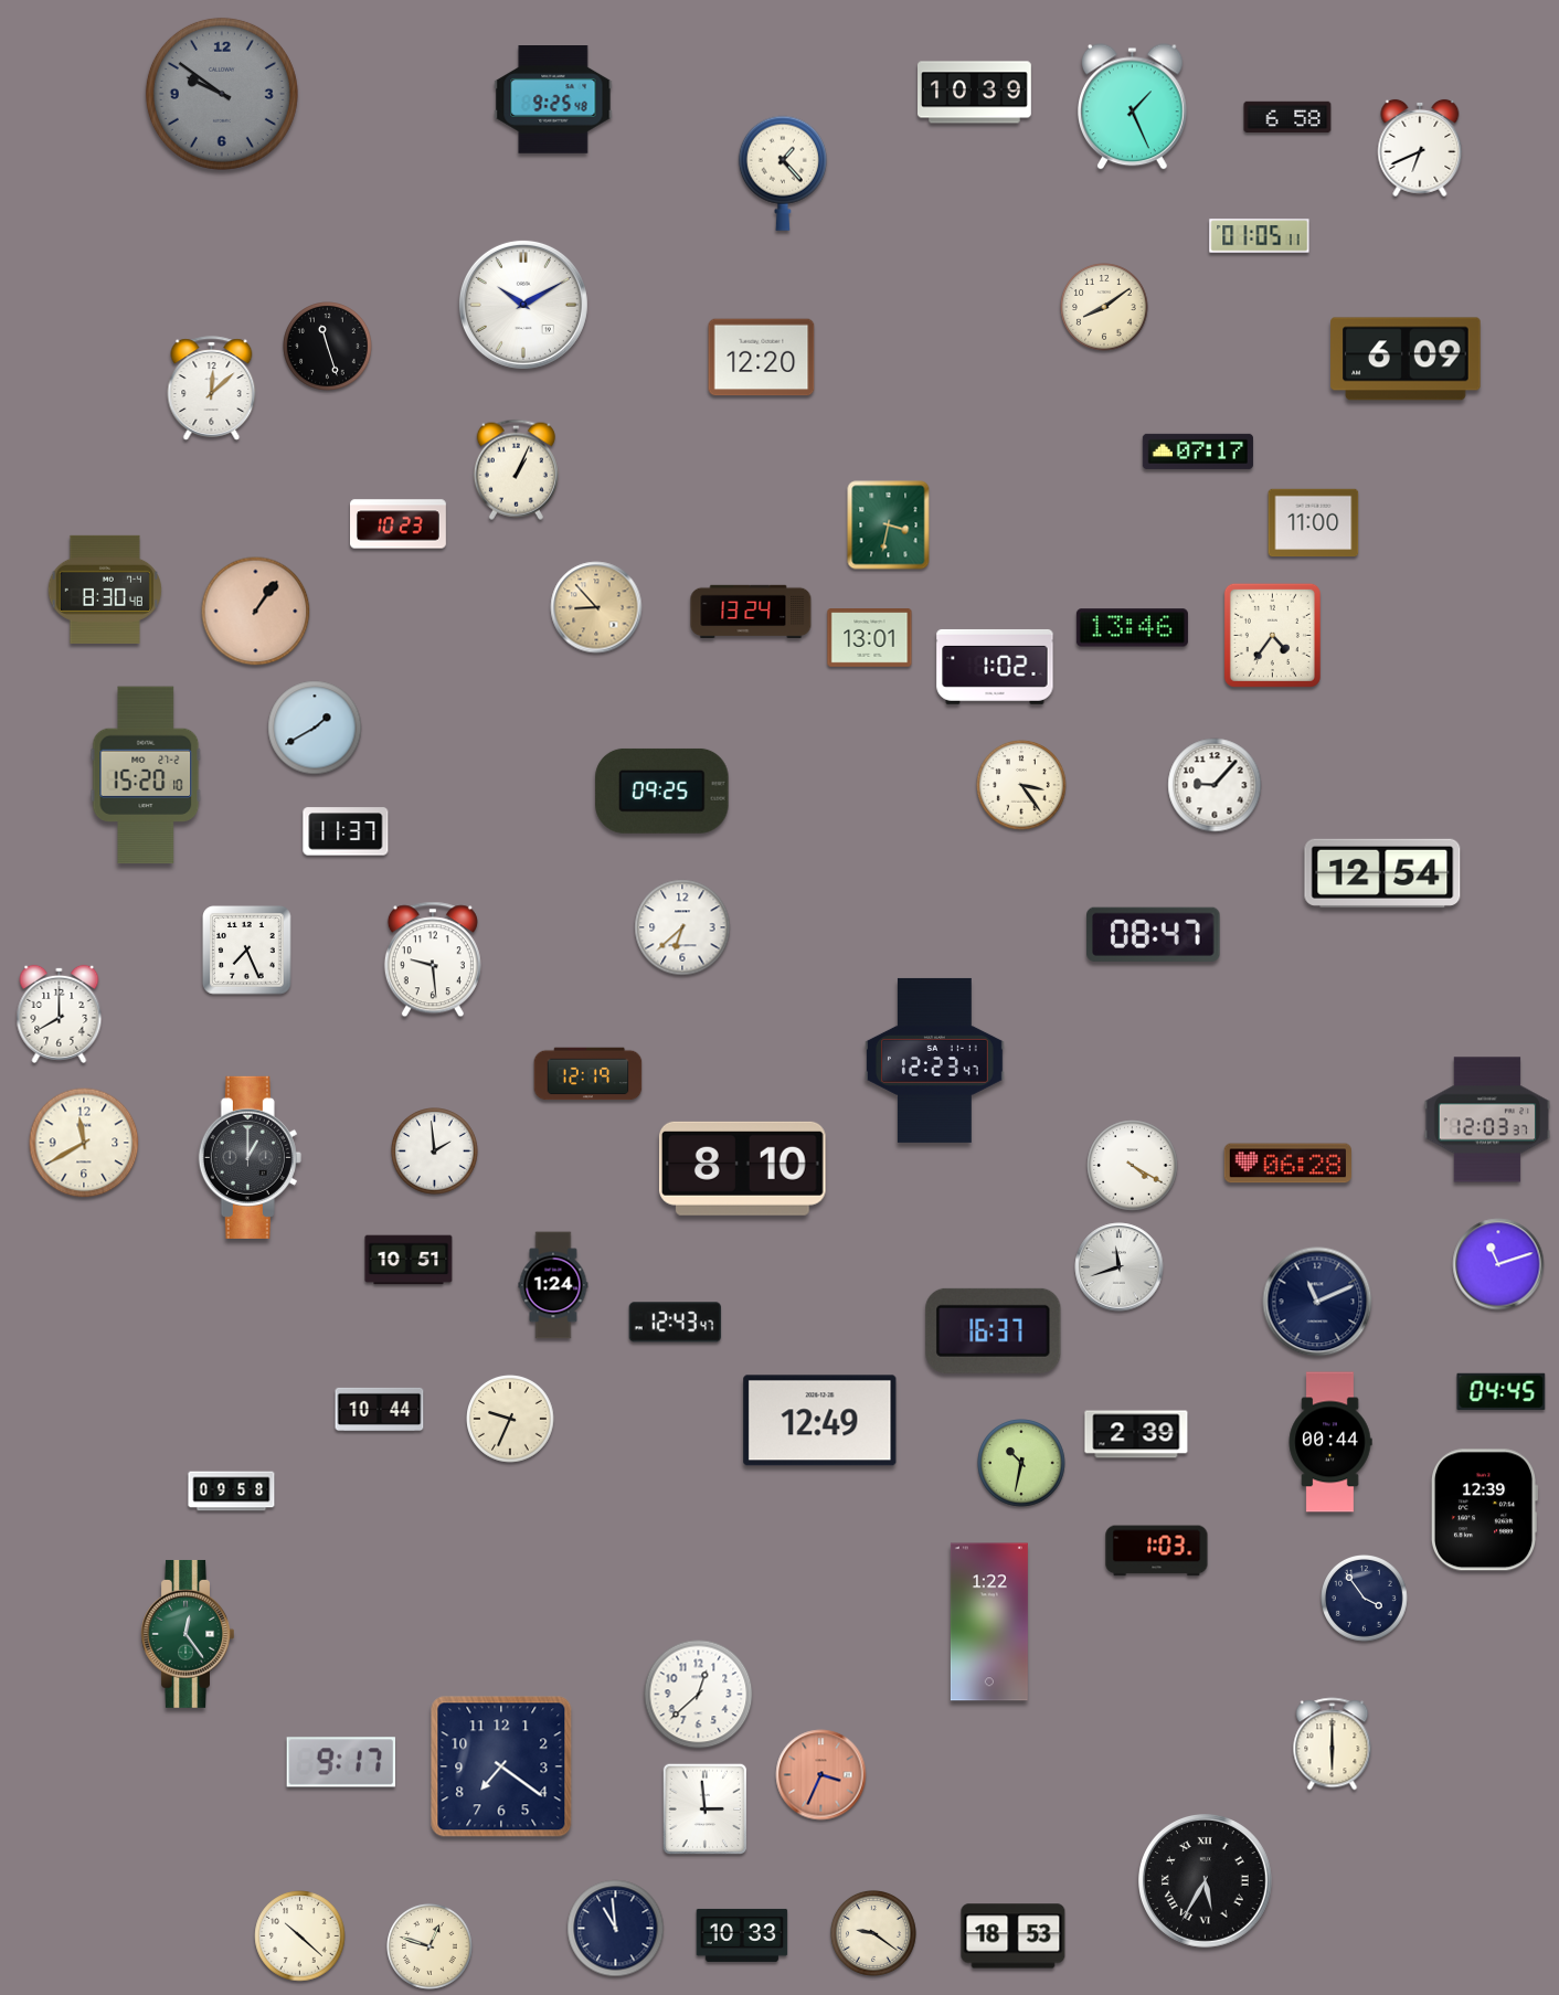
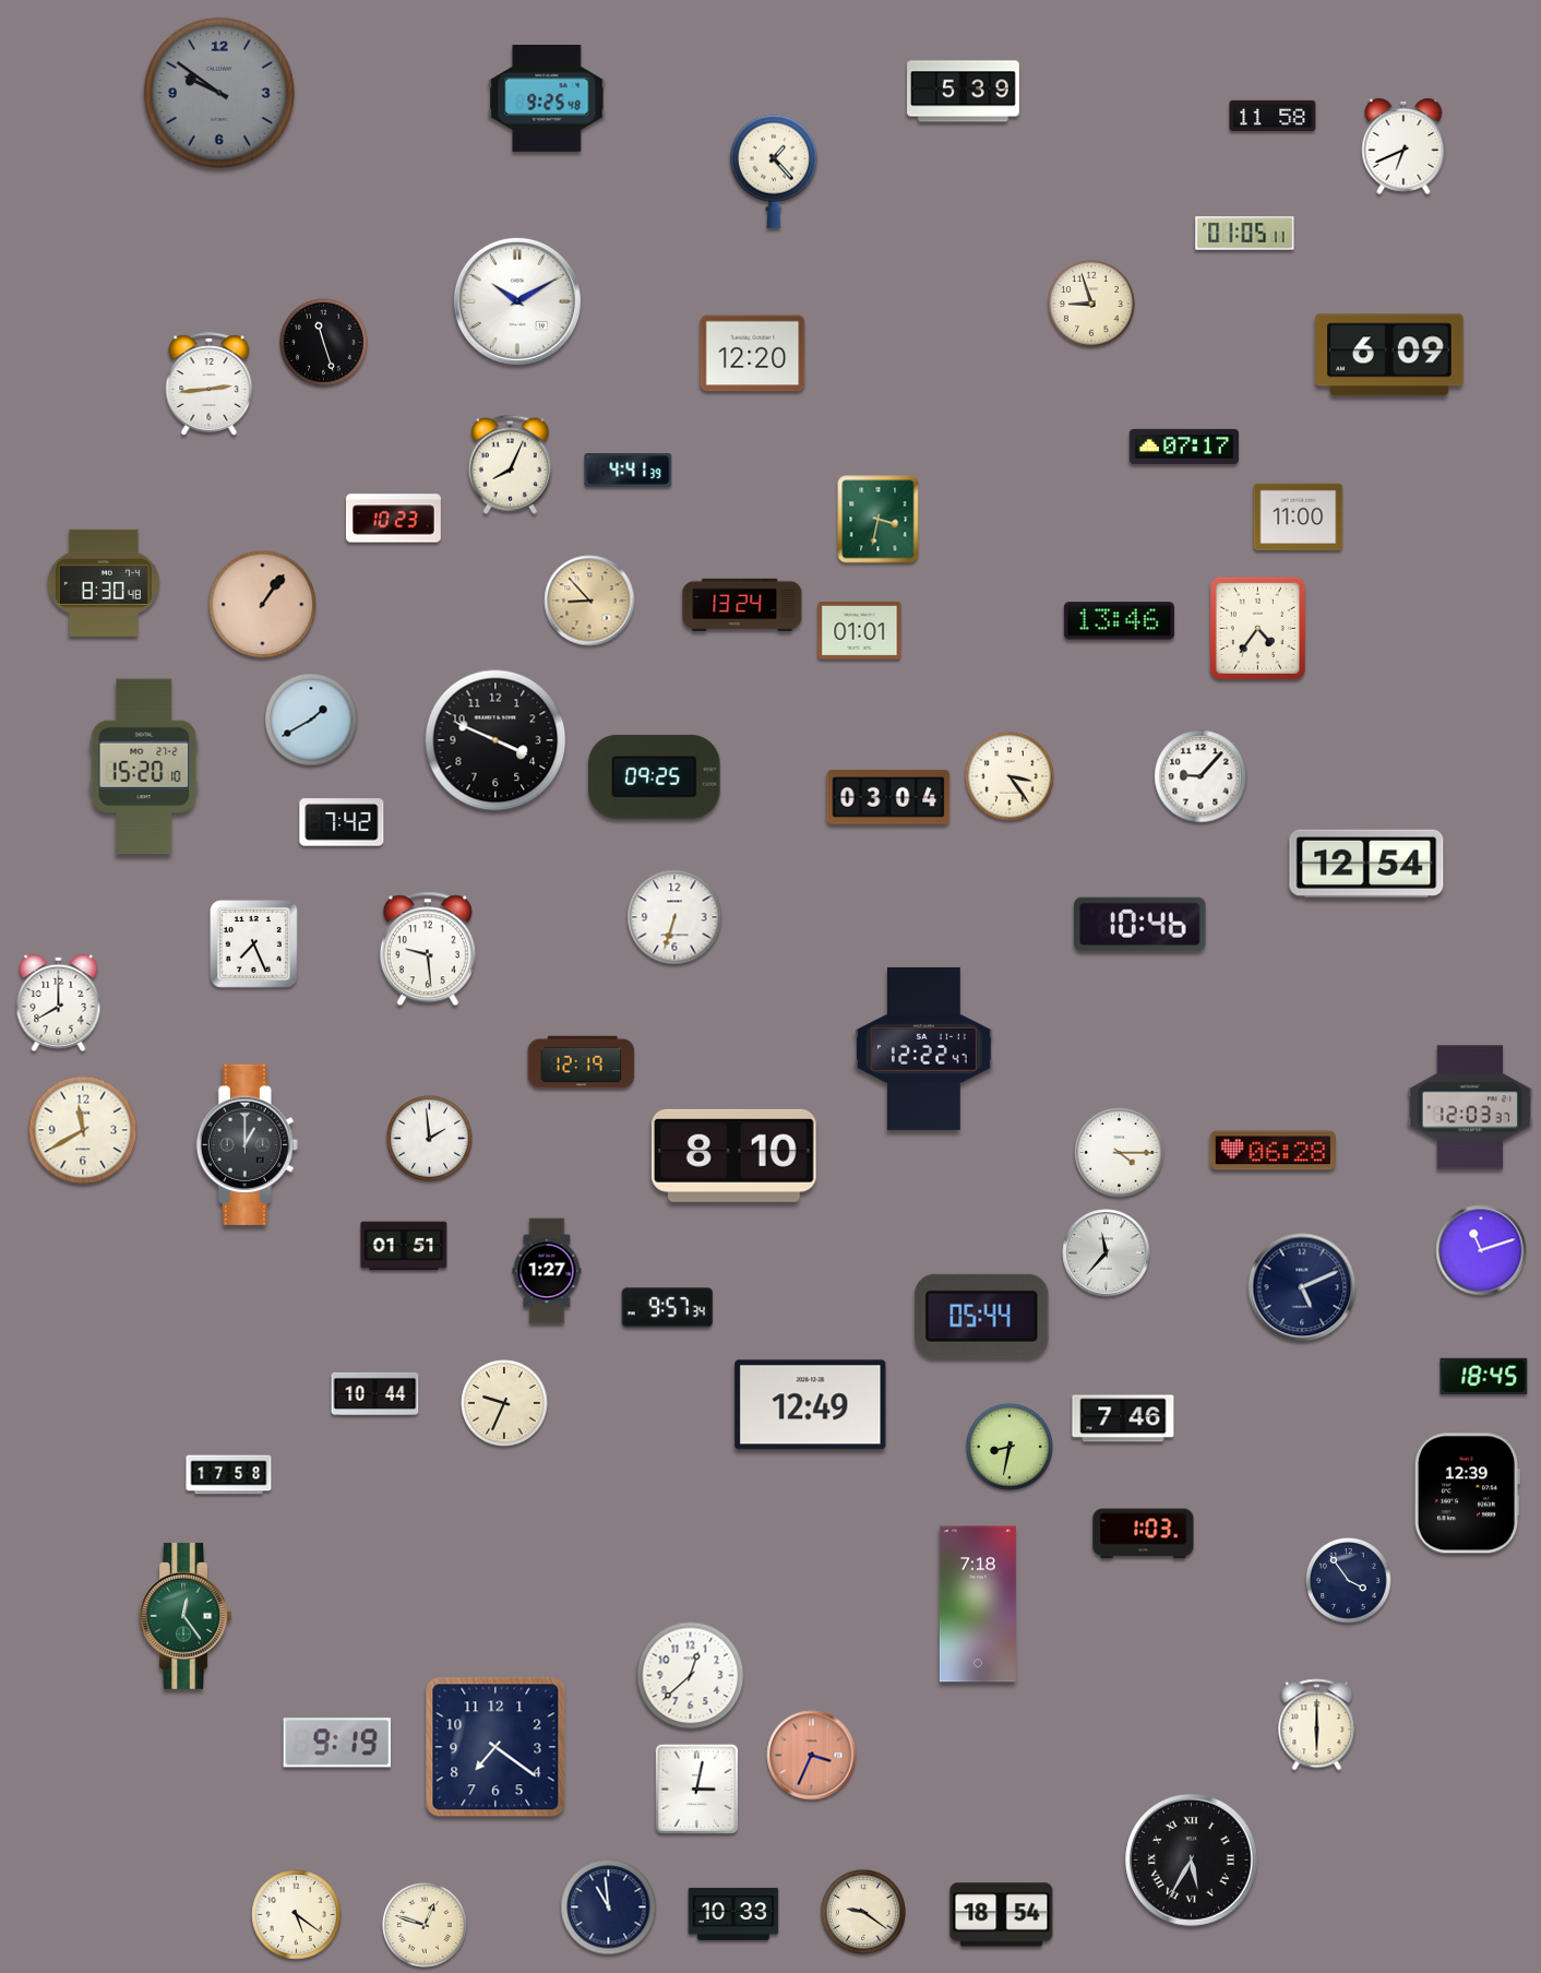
clock at (975, 93): 10:39 -> 5:39
clock at (1133, 107): 1:26 -> none
clock at (1287, 116): 6:58 -> 11:58
clock at (1104, 307): 8:09 -> 8:57
clock at (212, 389): 12:08 -> 2:44
clock at (516, 469): 1:04 -> 8:04
clock at (629, 471): none -> 4:41
clock at (256, 612) position: (256, 612) -> (263, 605)
clock at (870, 638): 13:01 -> 01:01
clock at (995, 667): 1:02 -> none
clock at (495, 740): none -> 3:49
clock at (662, 790) position: (662, 790) -> (655, 776)
clock at (888, 797): none -> 03:04
clock at (346, 831): 11:37 -> 7:42
clock at (682, 927): 6:38 -> 6:33
clock at (1154, 934): 08:47 -> 10:46
clock at (247, 951) position: (247, 951) -> (254, 944)
clock at (935, 1060): 12:23 -> 12:22
clock at (1133, 1166): 4:20 -> 4:15
clock at (409, 1260): 10:51 -> 01:51
clock at (1120, 1267): 11:42 -> 11:37
clock at (553, 1285): 1:24 -> 1:27
clock at (1317, 1302): 11:11 -> 5:11
clock at (676, 1323): 12:43 -> 9:57
clock at (994, 1330): 16:37 -> 05:44
clock at (1502, 1391): 04:45 -> 18:45
clock at (1136, 1434): 2:39 -> 7:46
clock at (1330, 1442): 00:44 -> none
clock at (1021, 1463): 10:32 -> 8:32
clock at (232, 1492): 09:58 -> 17:58
clock at (989, 1622): 1:22 -> 7:18
clock at (340, 1762): 9:17 -> 9:19
clock at (706, 1810): 2:59 -> 3:02
clock at (300, 1936): 10:22 -> 5:21
clock at (1014, 1936): 18:53 -> 18:54
